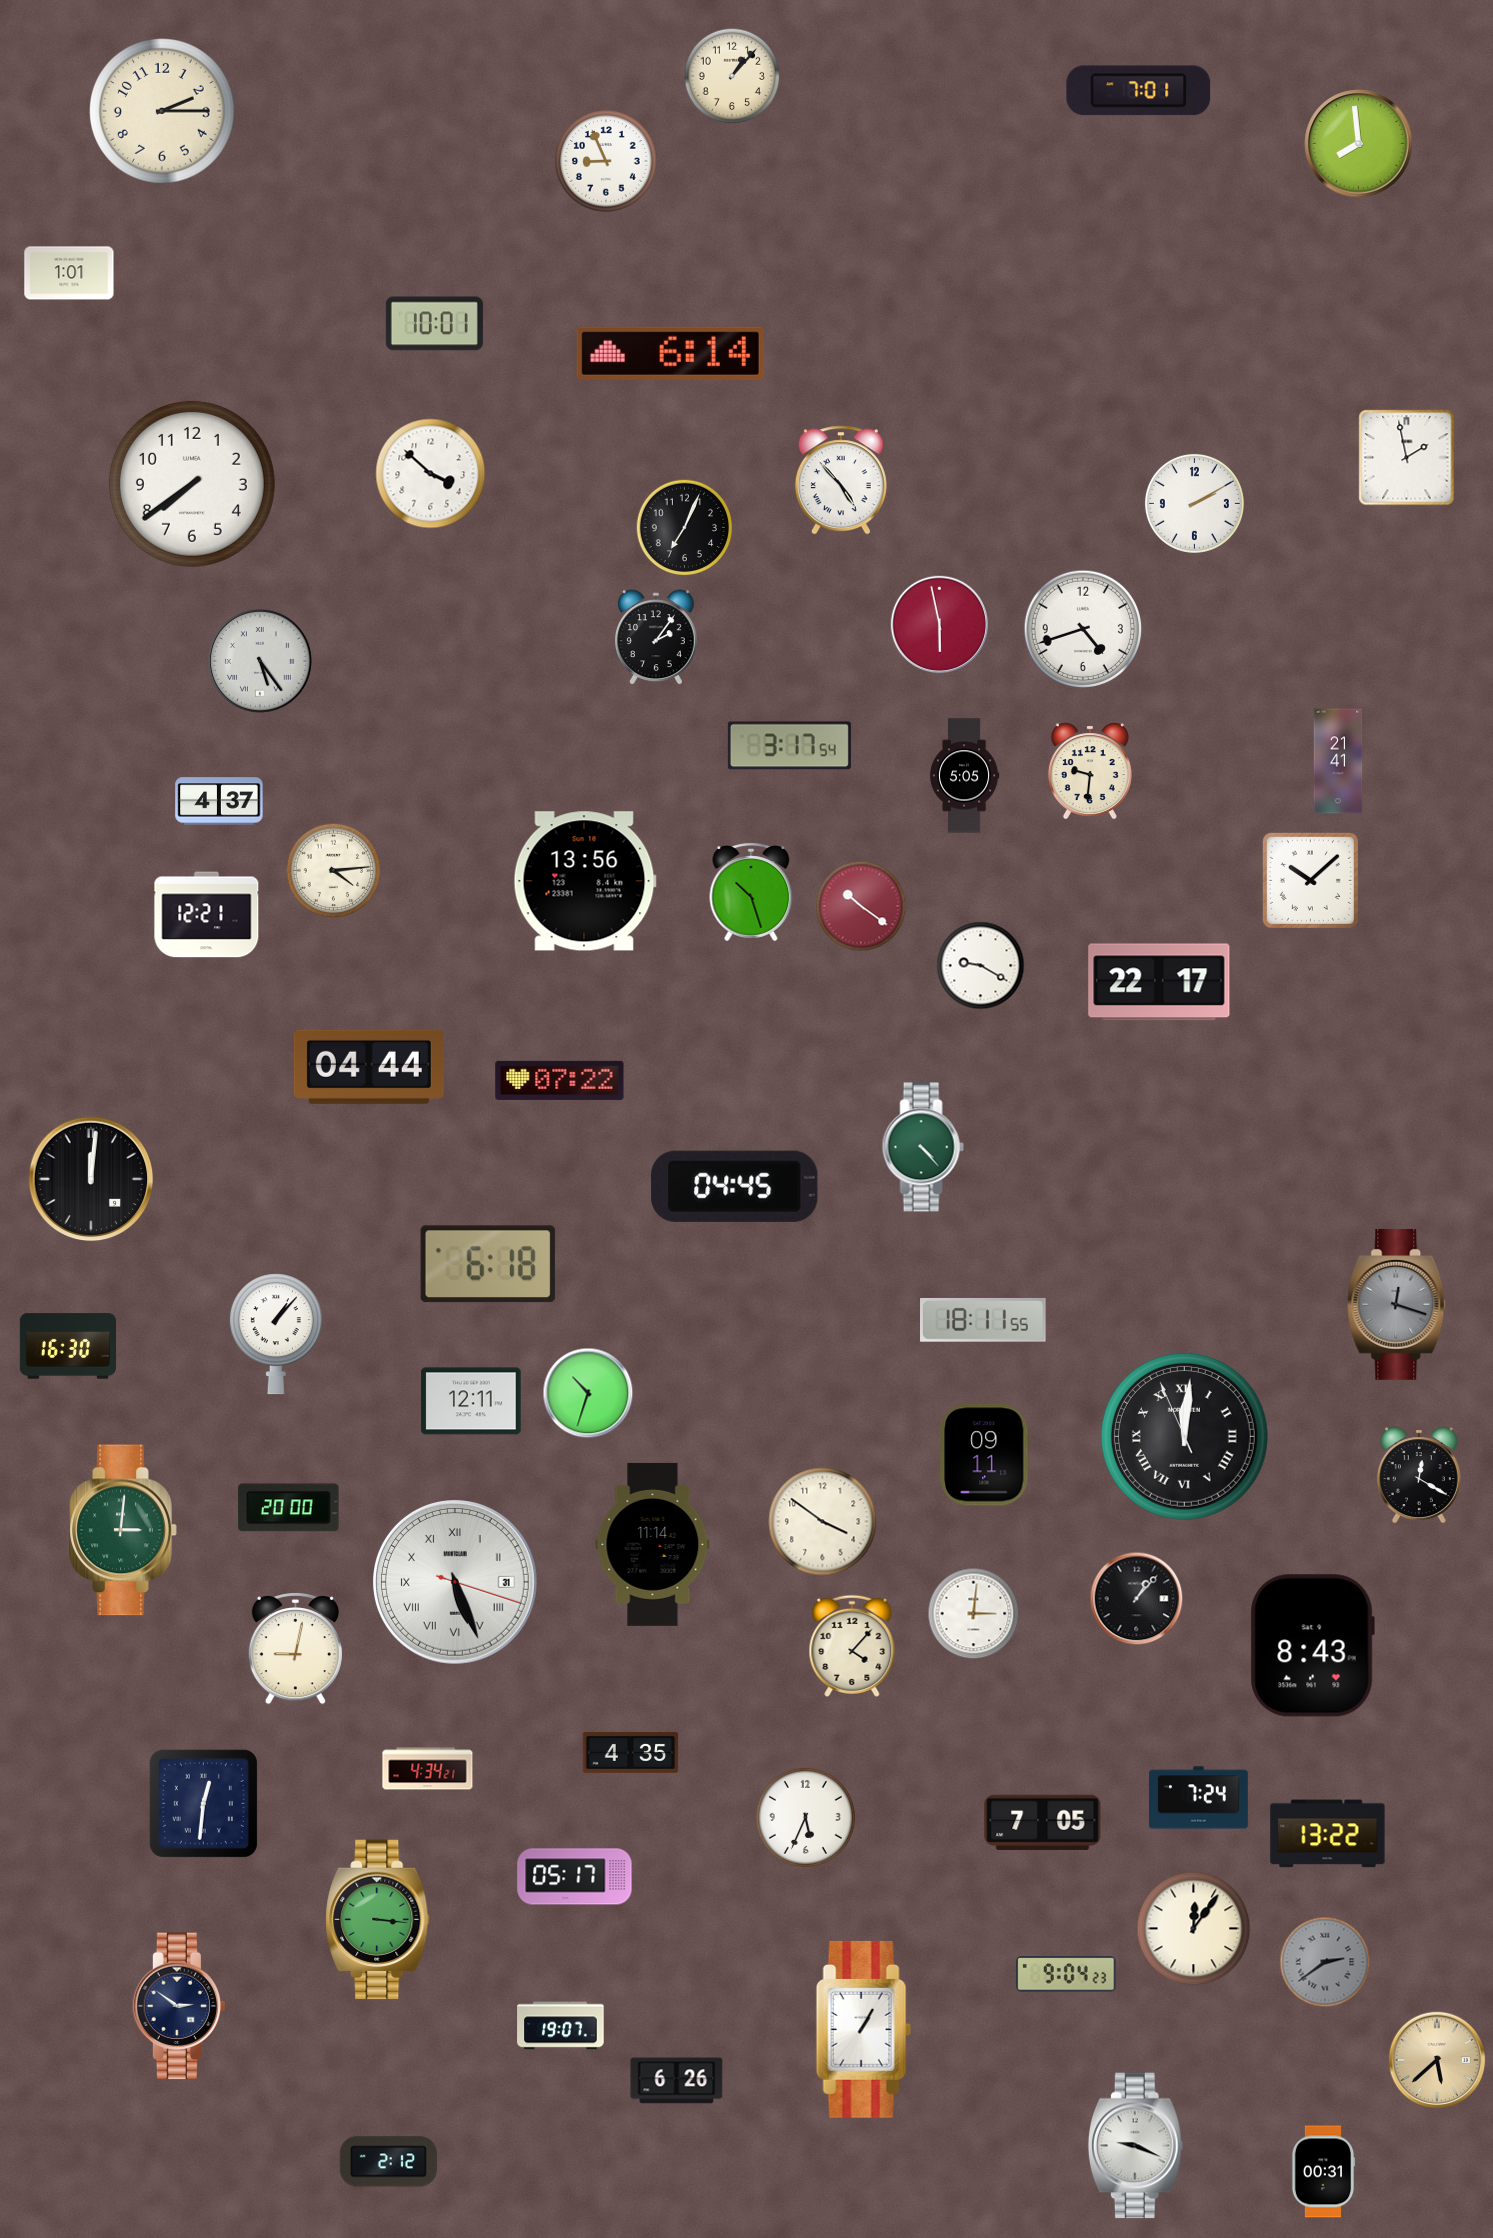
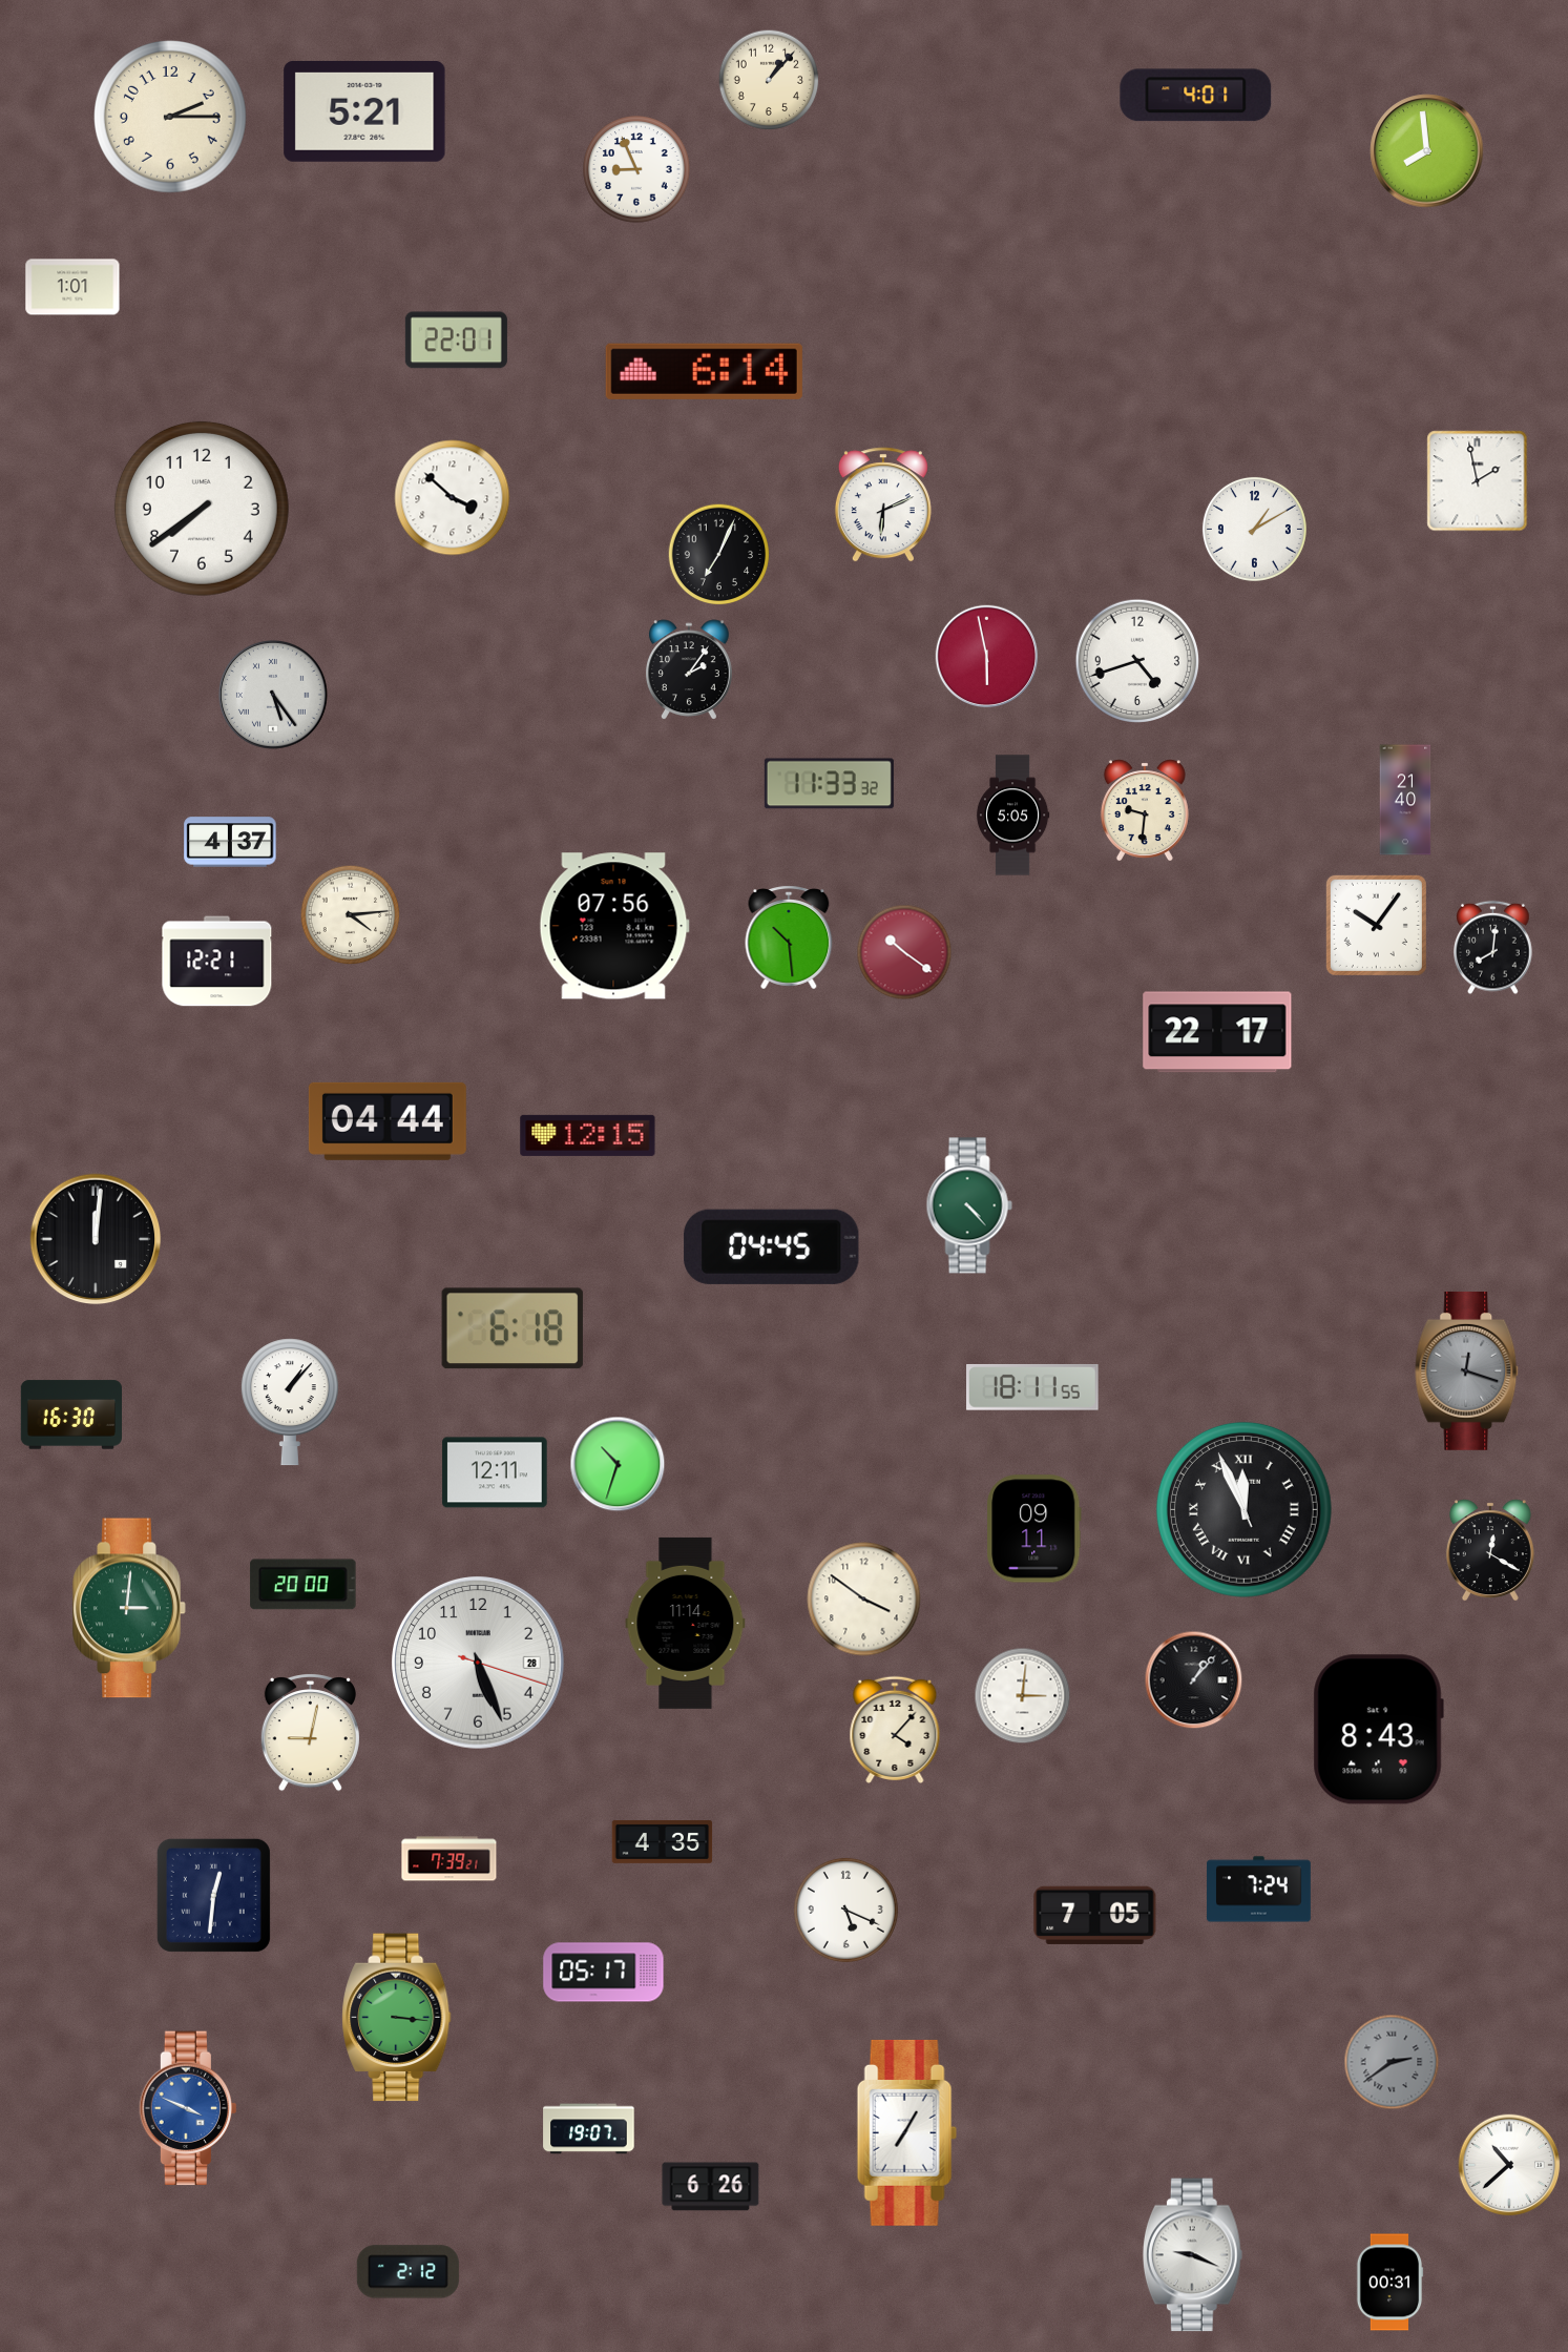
clock at (1139, 91): 7:01 -> 4:01
clock at (364, 111): none -> 5:21
clock at (434, 324): 10:01 -> 22:01
clock at (841, 480): 4:53 -> 6:11
clock at (1194, 503): 2:10 -> 1:10
clock at (789, 746): 3:17 -> 11:33
clock at (1338, 761): 21:41 -> 21:40
clock at (1310, 880): 10:08 -> 10:06
clock at (585, 881): 13:56 -> 07:56
clock at (751, 892): 10:27 -> 10:29
clock at (1493, 948): none -> 8:01
clock at (981, 966): 9:20 -> none
clock at (560, 1080): 07:22 -> 12:15
clock at (1184, 1436): 12:00 -> 11:55
clock at (456, 1583) date: 31 -> 28
clock at (456, 1583) numerals: Roman -> Arabic
clock at (428, 1769): 4:34 -> 7:39
clock at (805, 1817): 5:34 -> 5:19
clock at (1328, 1834): 13:22 -> none
clock at (1194, 1929): 12:06 -> none
clock at (1066, 1974): 9:04 -> none
clock at (178, 2006): 2:51 -> 3:49
clock at (178, 2006) dial: navy -> blue
clock at (863, 2029): 1:05 -> 7:05
clock at (1437, 2060): 5:38 -> 10:38
clock at (1437, 2060) dial: champagne -> white
